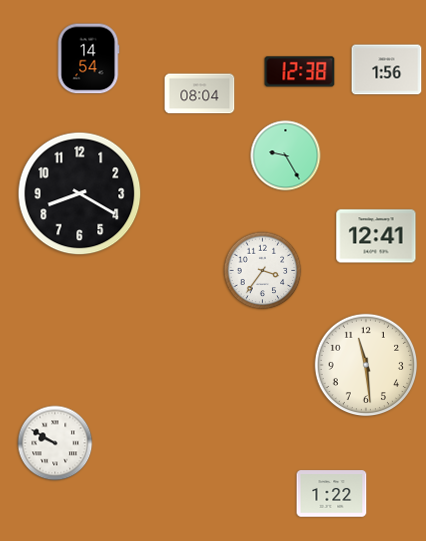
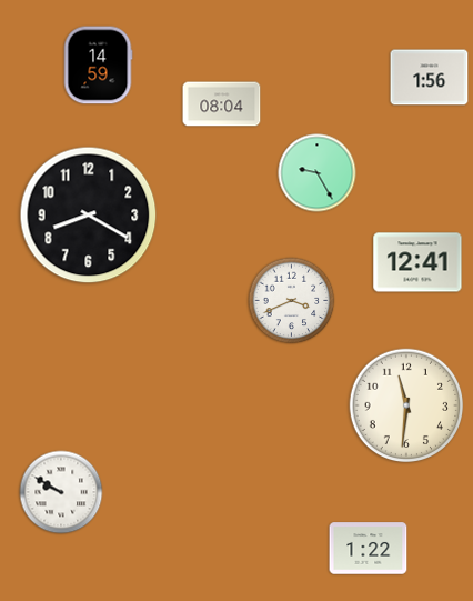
clock at (88, 59): 14:54 -> 14:59
clock at (300, 72): 12:38 -> none
clock at (263, 271): 3:36 -> 3:41
clock at (366, 365): 11:29 -> 11:31
